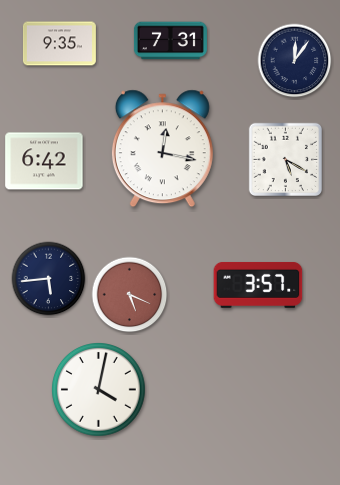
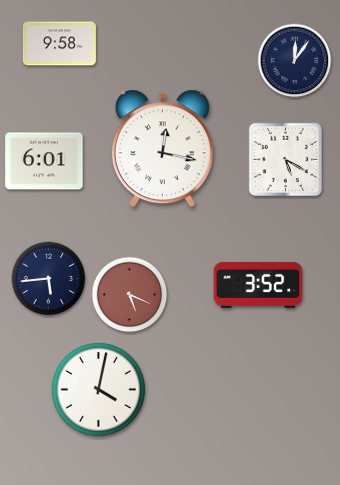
clock at (170, 41): 7:31 -> none
clock at (59, 44): 9:35 -> 9:58
clock at (44, 161): 6:42 -> 6:01
clock at (258, 285): 3:57 -> 3:52
